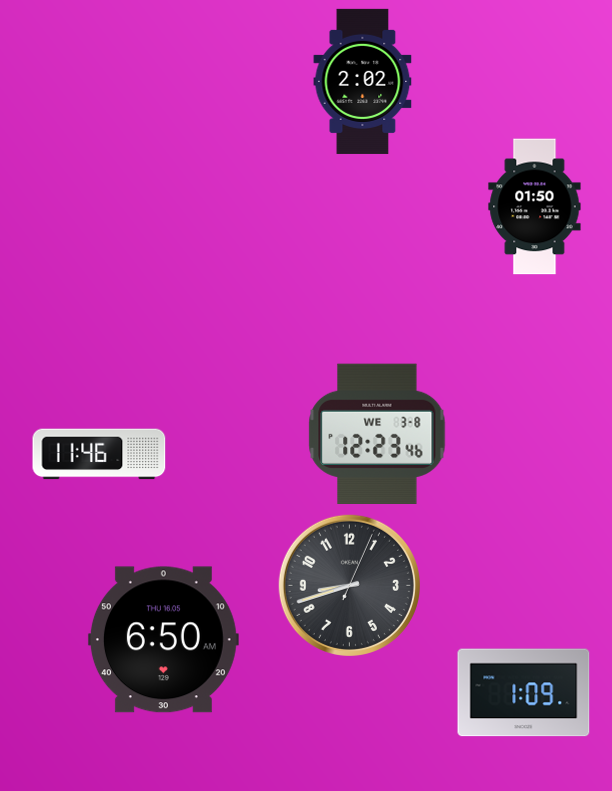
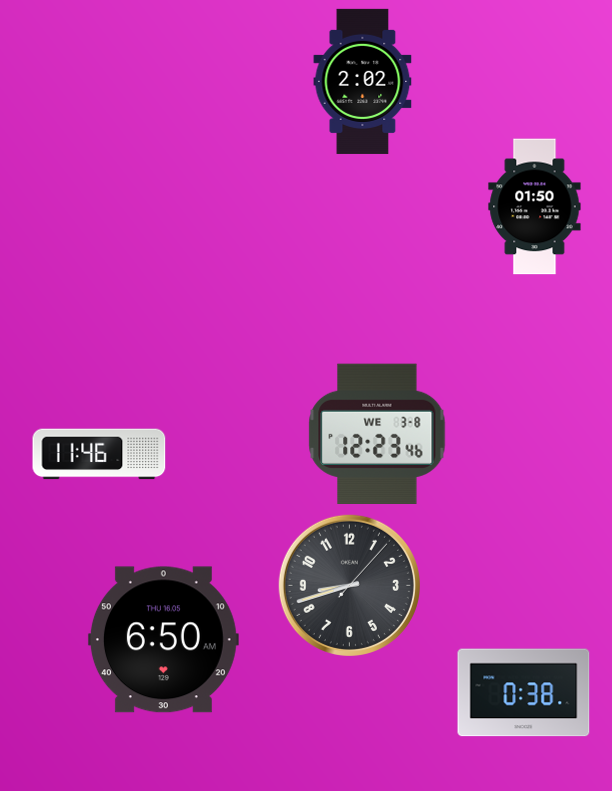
clock at (349, 585): 8:42:04 -> 8:42:07
clock at (524, 693): 1:09 -> 0:38
